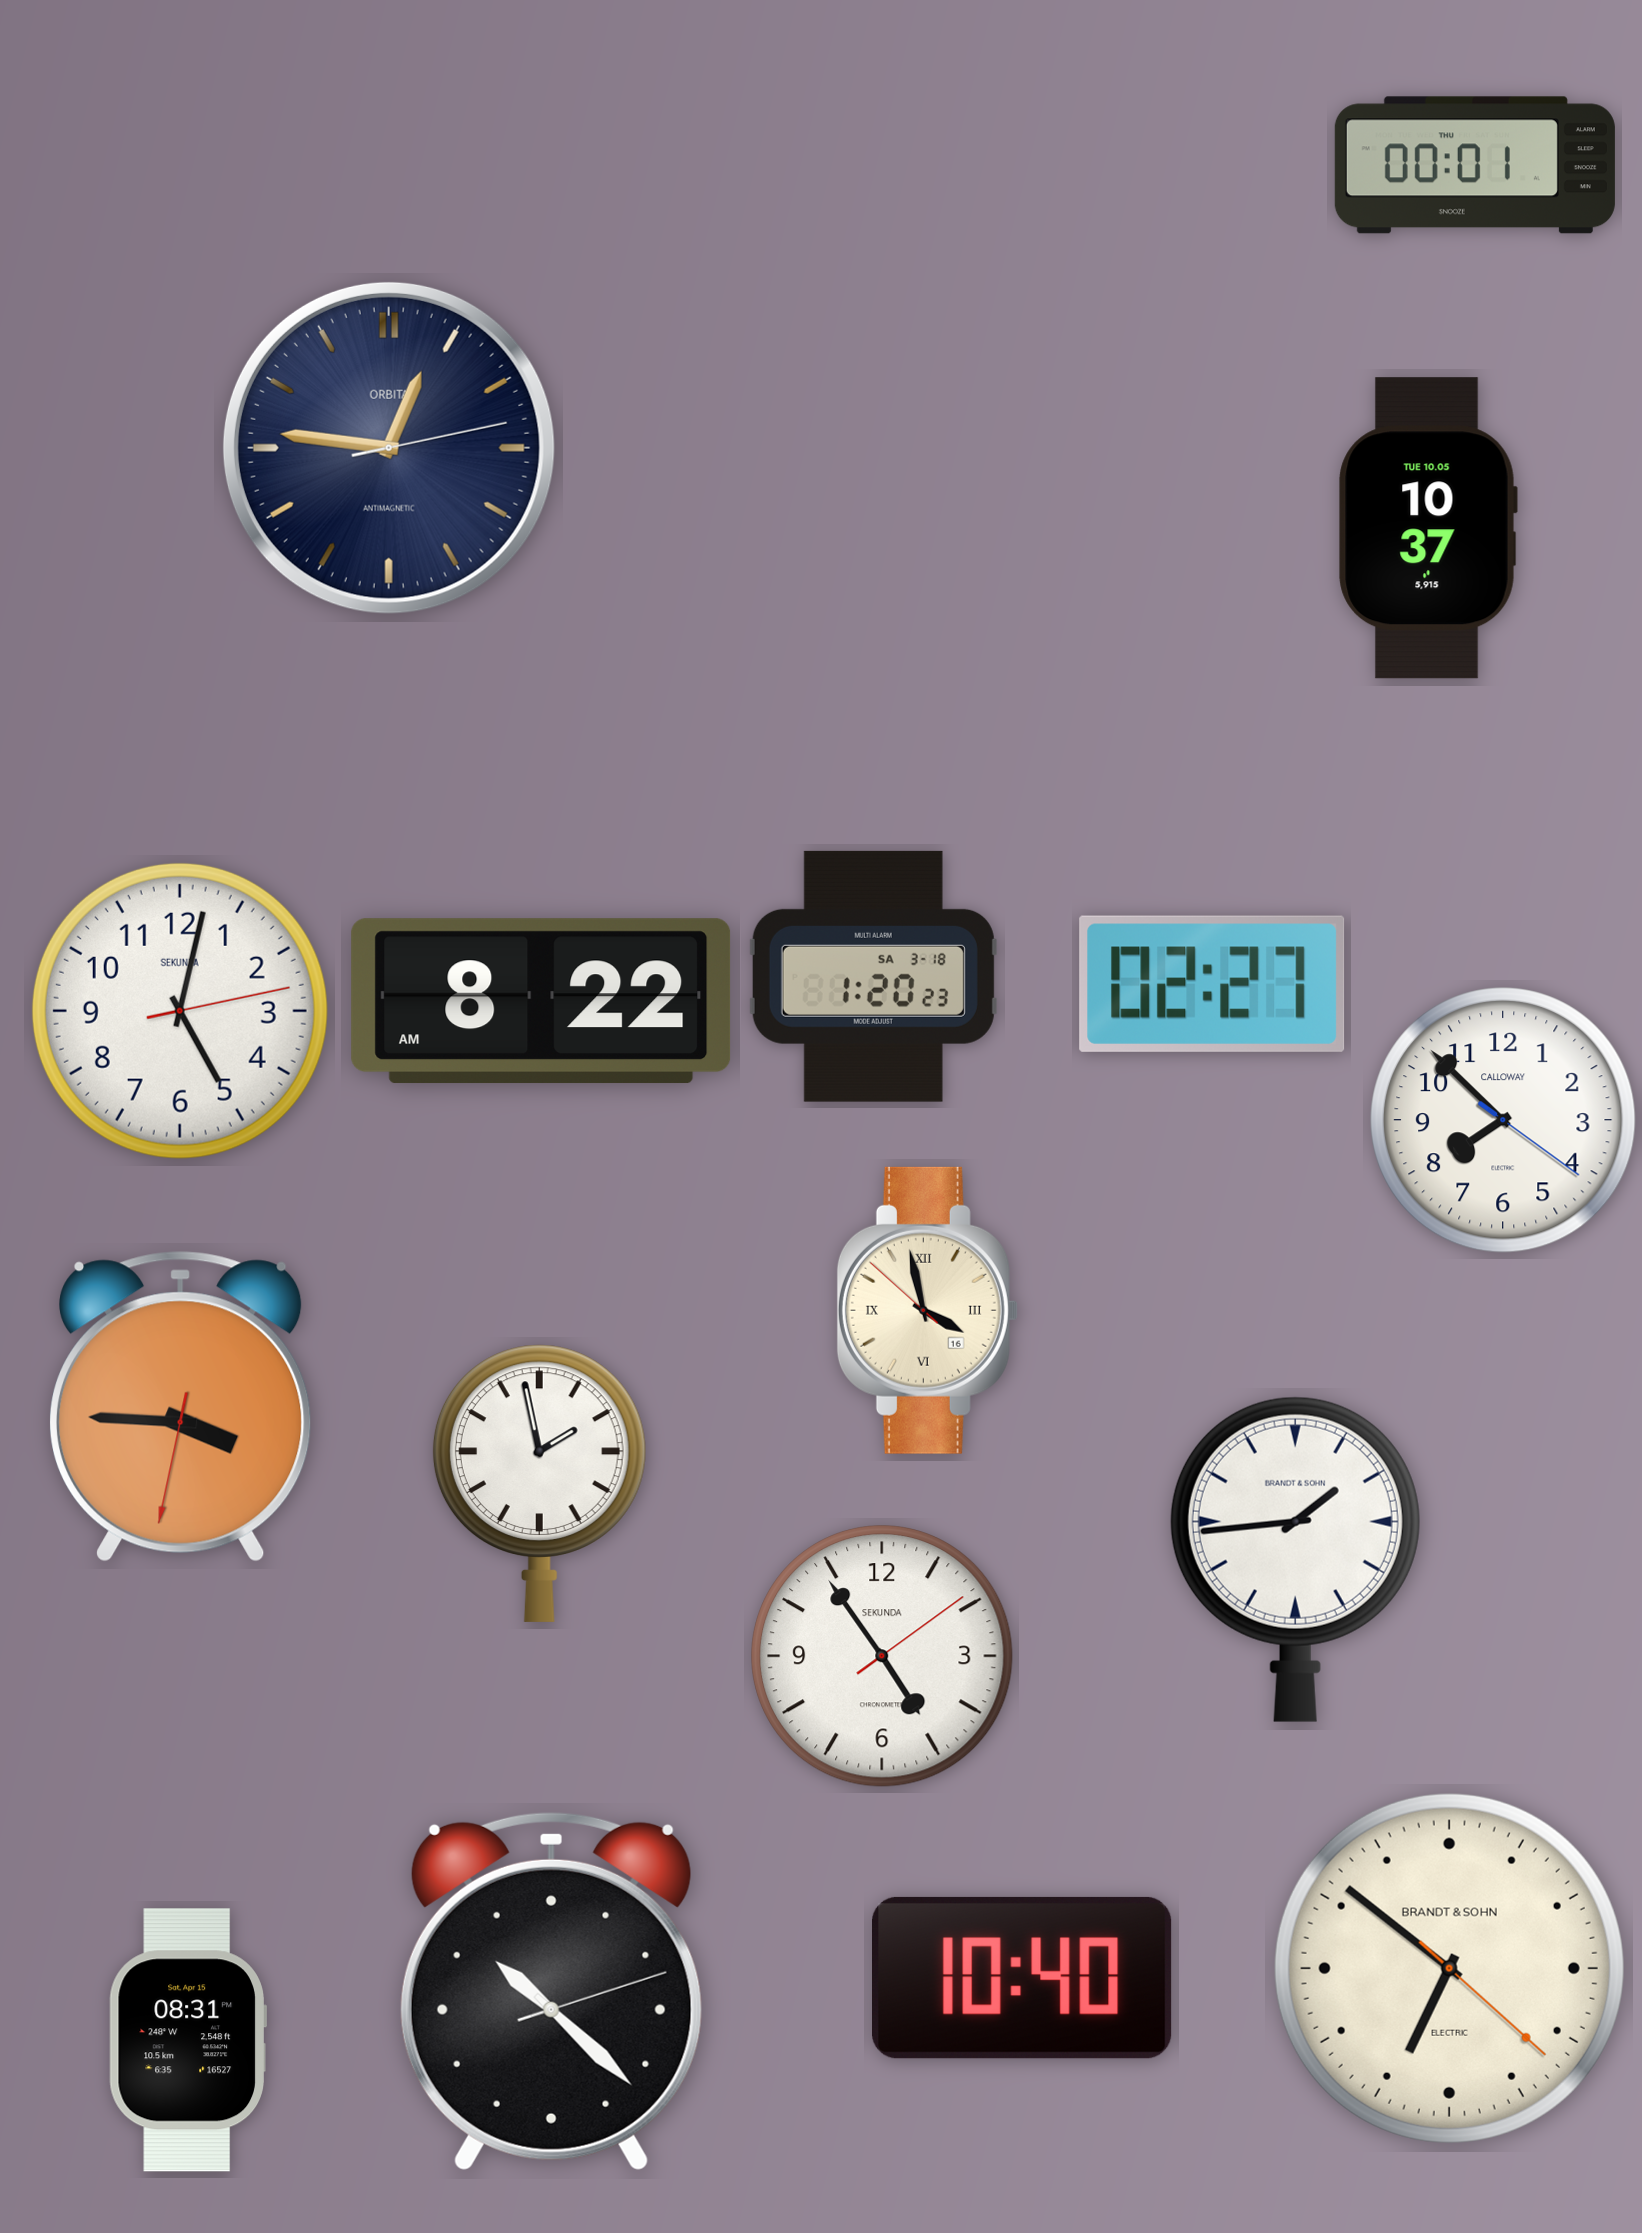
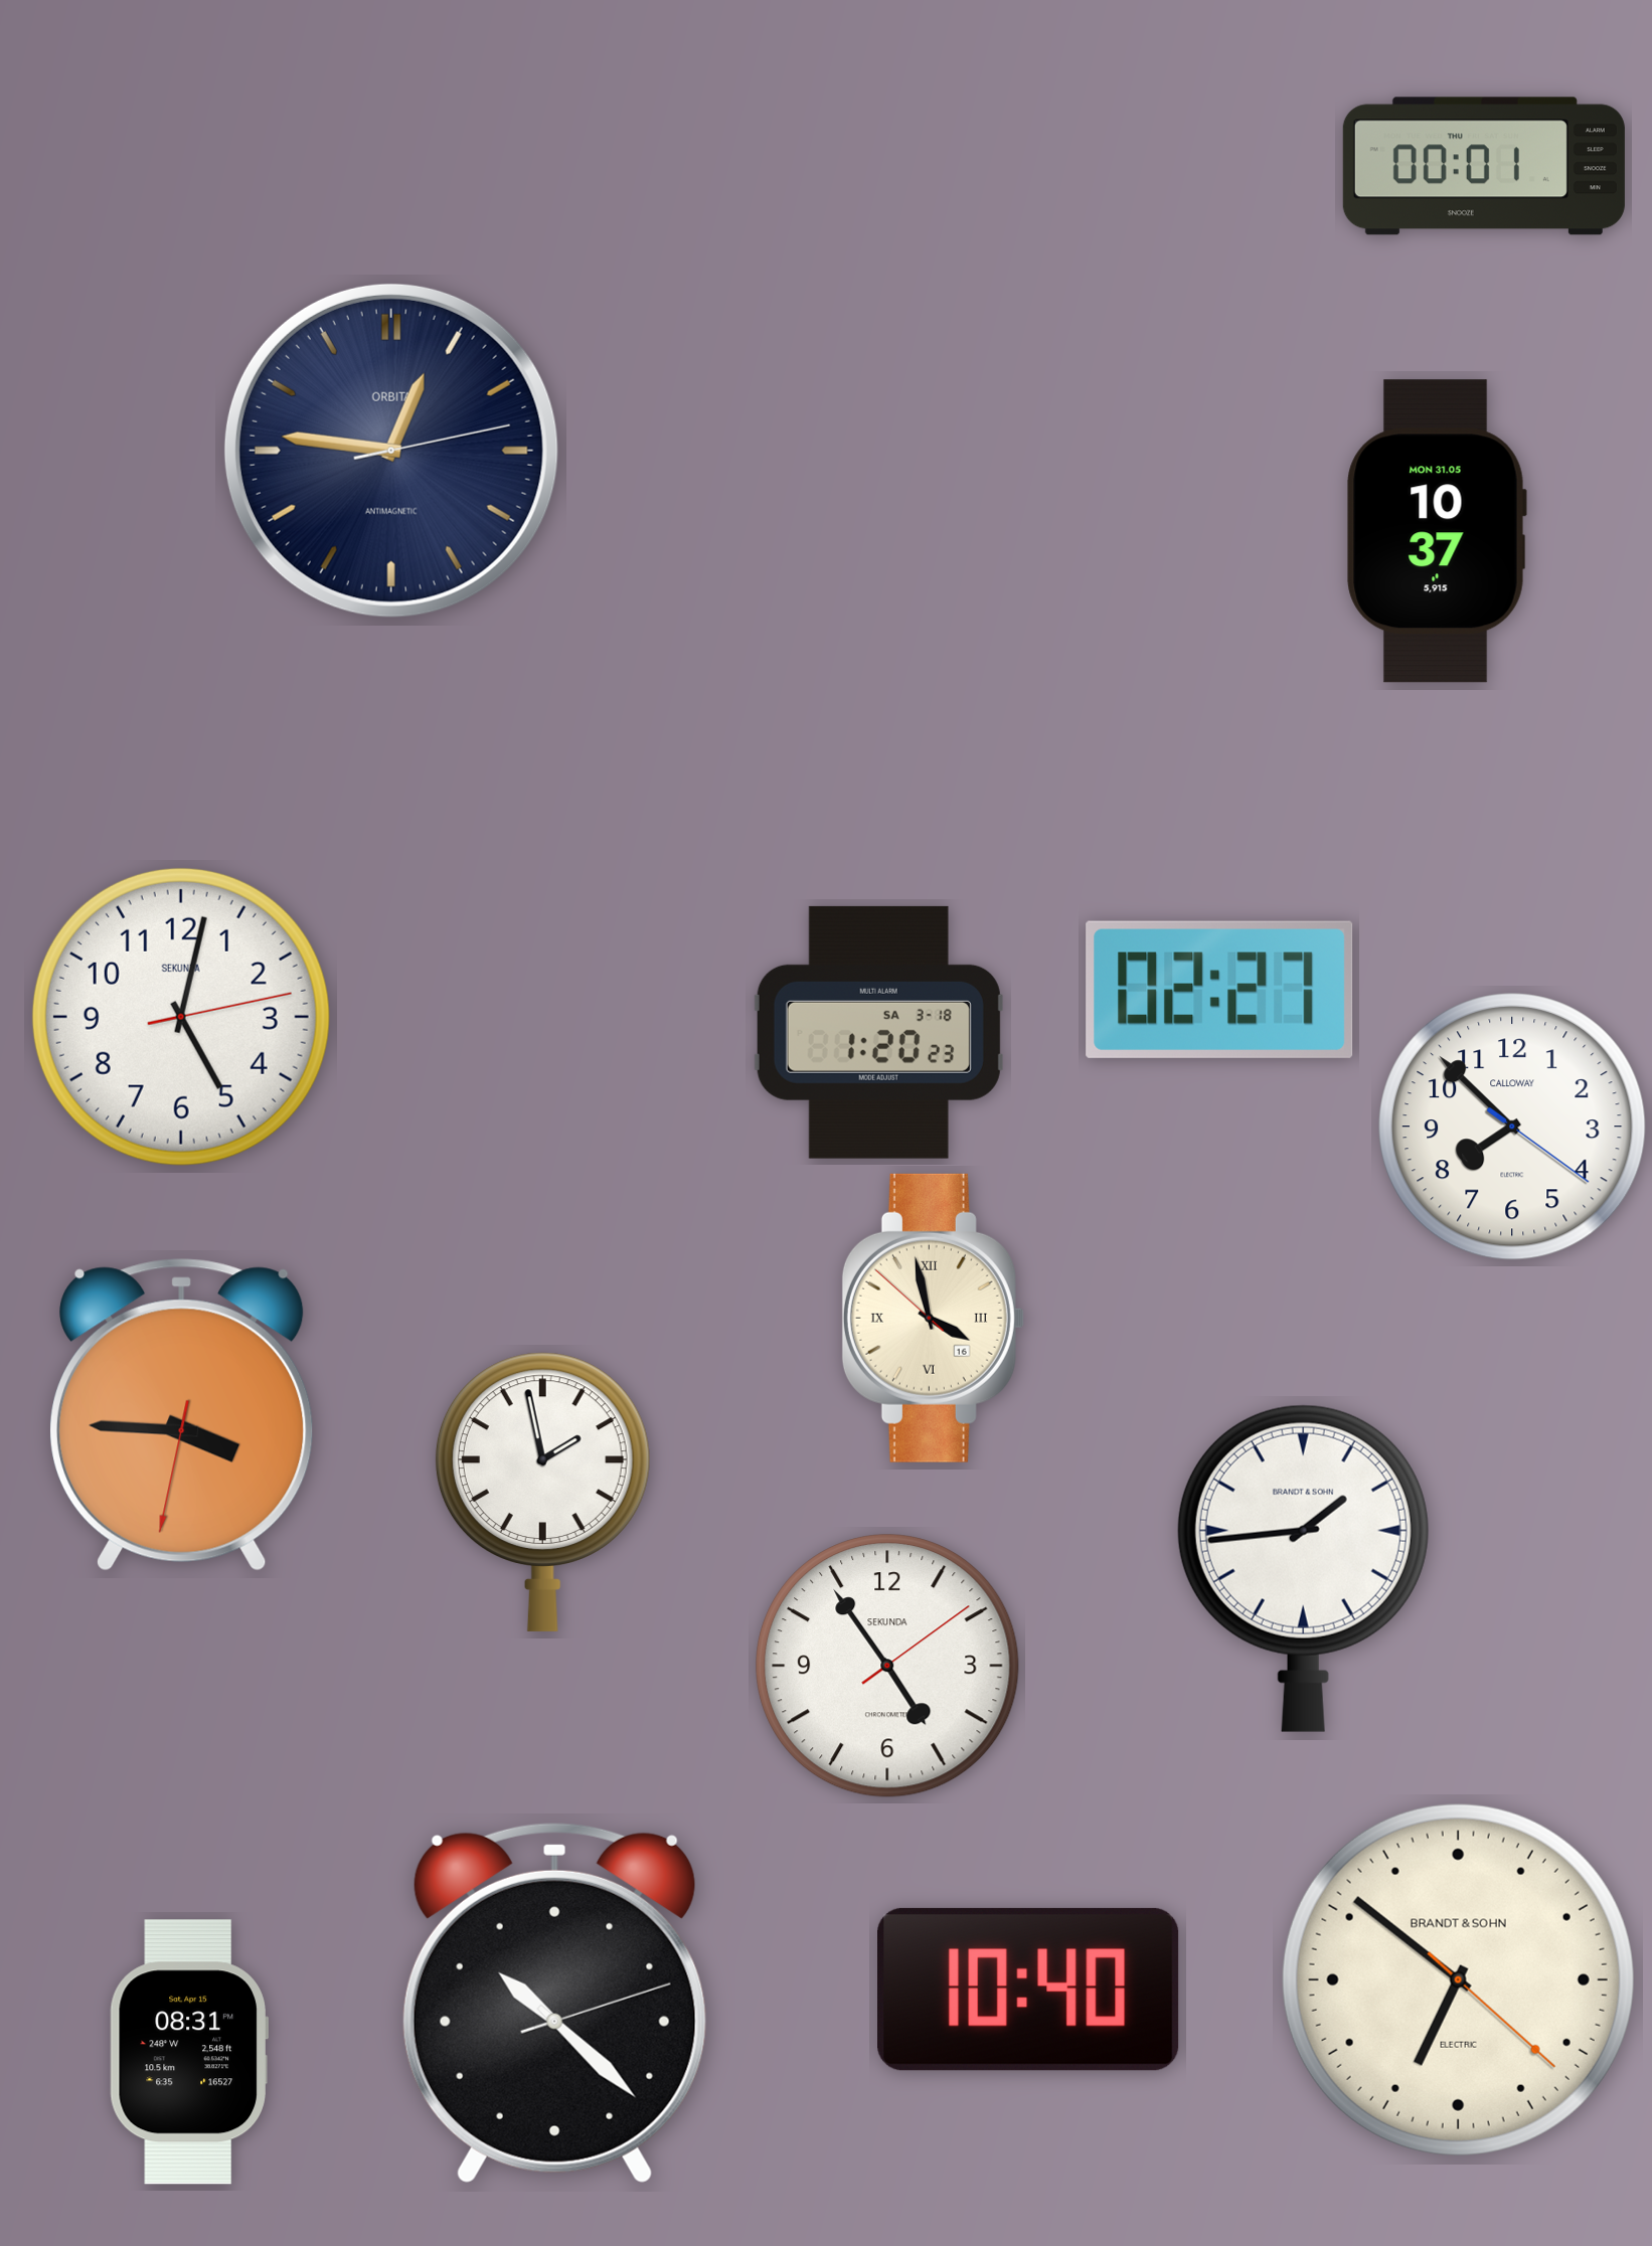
clock at (1428, 528) date: TUE 10.05 -> MON 31.05
clock at (873, 976) position: (873, 976) -> (878, 1032)
clock at (541, 1001): 8:22 -> none
